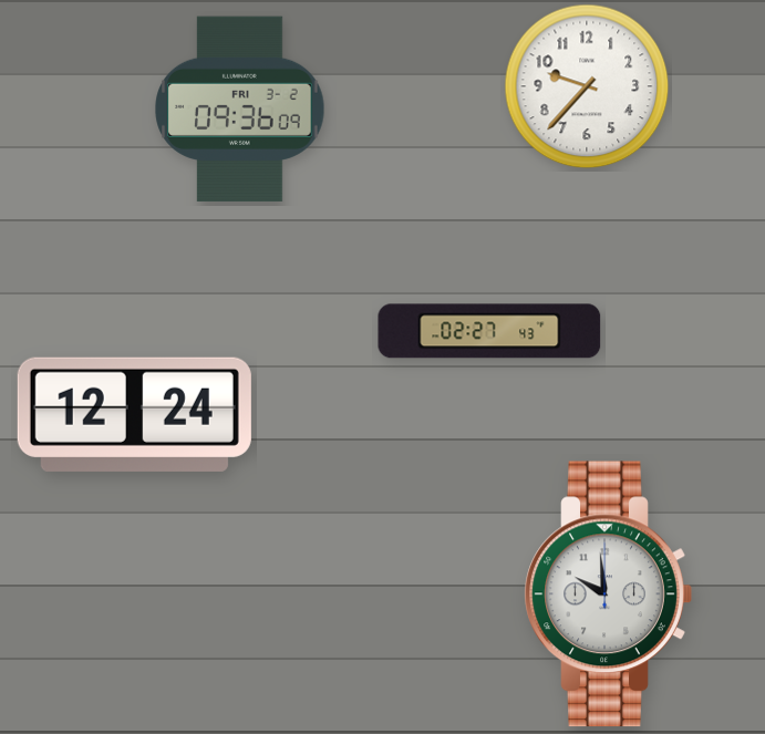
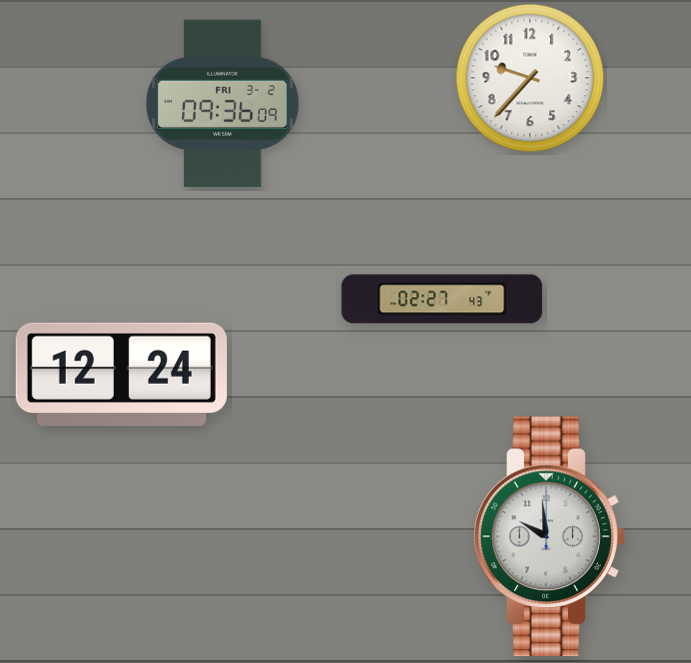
clock at (240, 110) position: (240, 110) -> (223, 104)
